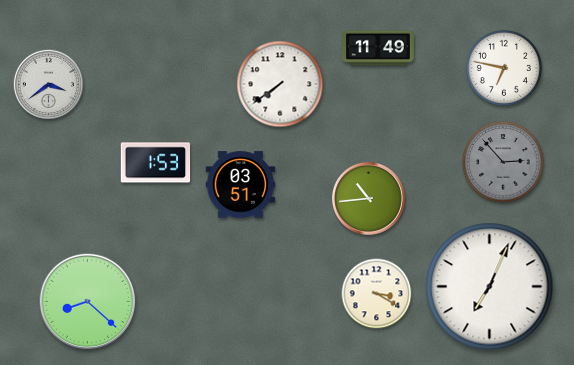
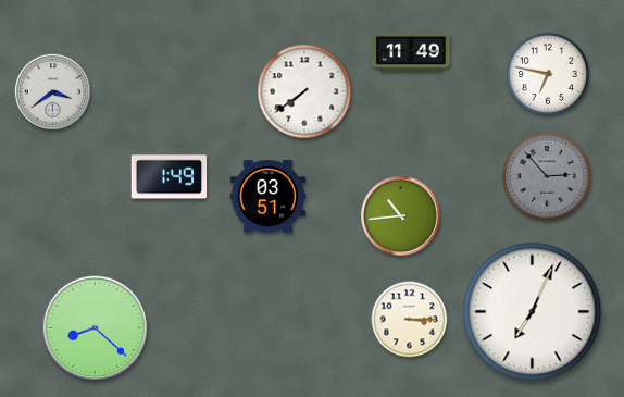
clock at (156, 163): 1:53 -> 1:49
clock at (241, 185) position: (241, 185) -> (269, 197)
clock at (377, 294): 3:20 -> 3:15
